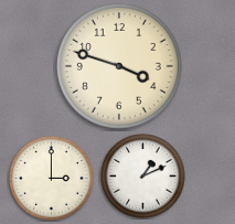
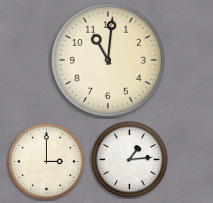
clock at (119, 66): 3:48 -> 11:01
clock at (143, 177): 1:11 -> 1:14
